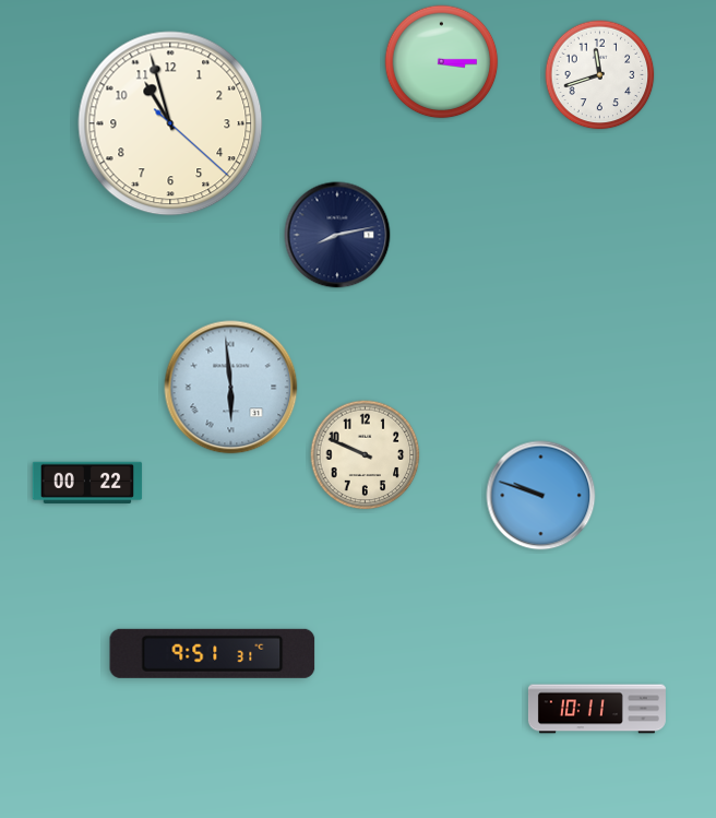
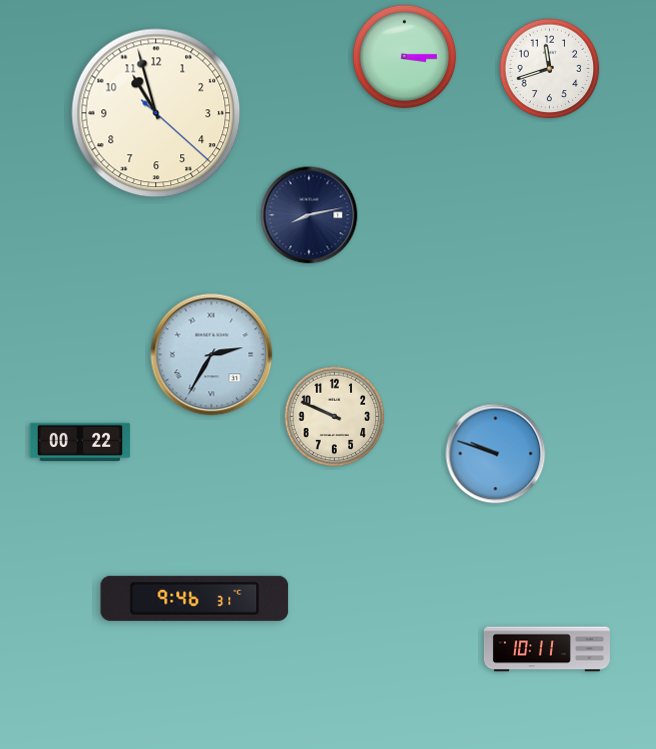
clock at (231, 388): 5:59 -> 2:35
clock at (213, 653): 9:51 -> 9:46
